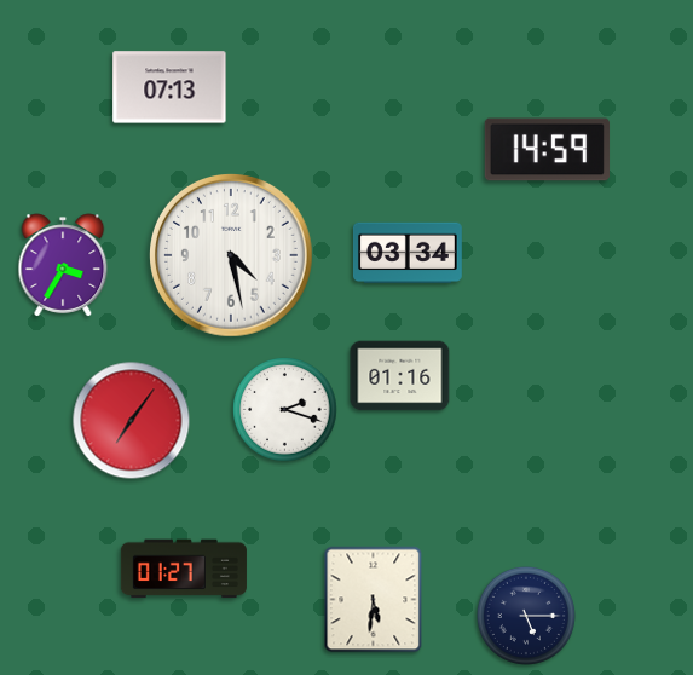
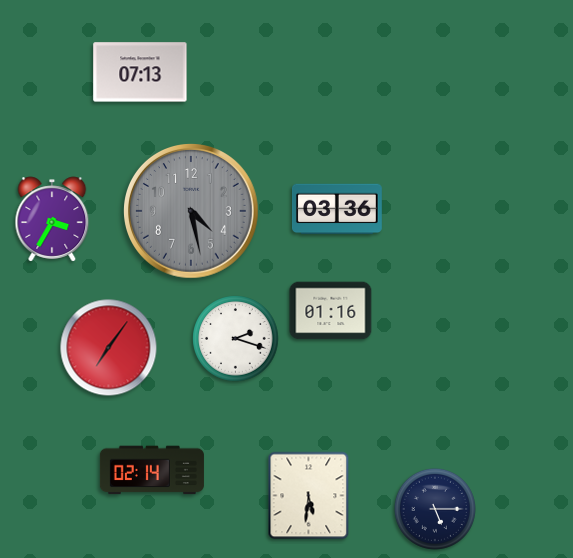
clock at (547, 150): 14:59 -> none
clock at (409, 253): 03:34 -> 03:36
clock at (232, 256) dial: white -> grey
clock at (184, 569): 01:27 -> 02:14
